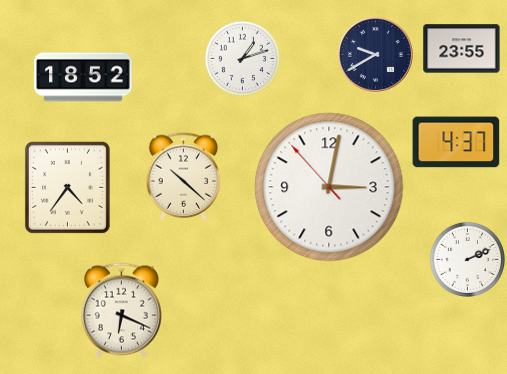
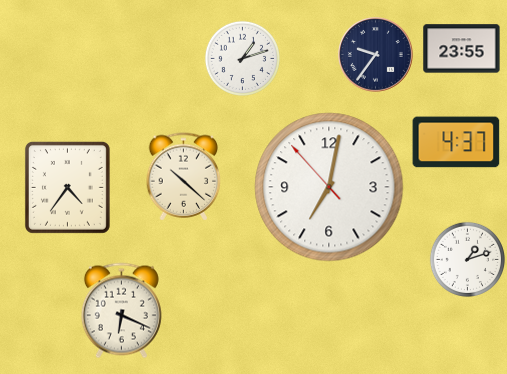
clock at (376, 55): 9:40 -> 9:36
clock at (83, 77): 18:52 -> none
clock at (329, 187): 3:01 -> 7:01
clock at (467, 259): 2:11 -> 1:12
